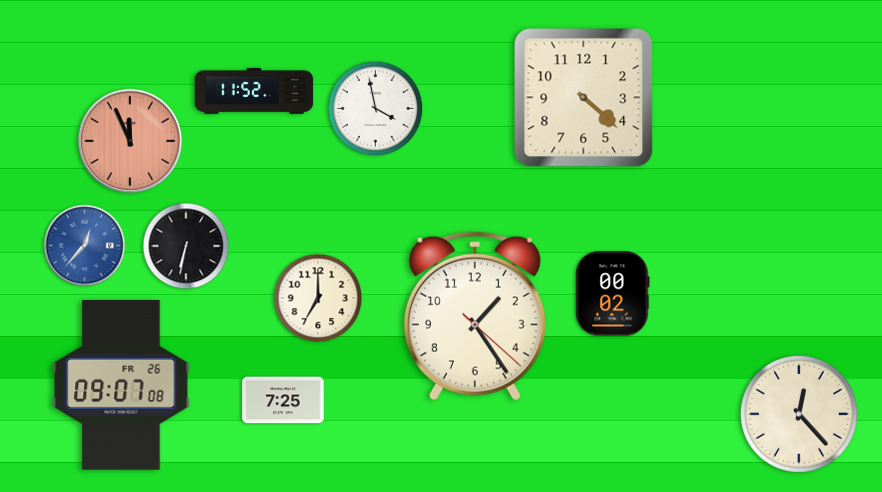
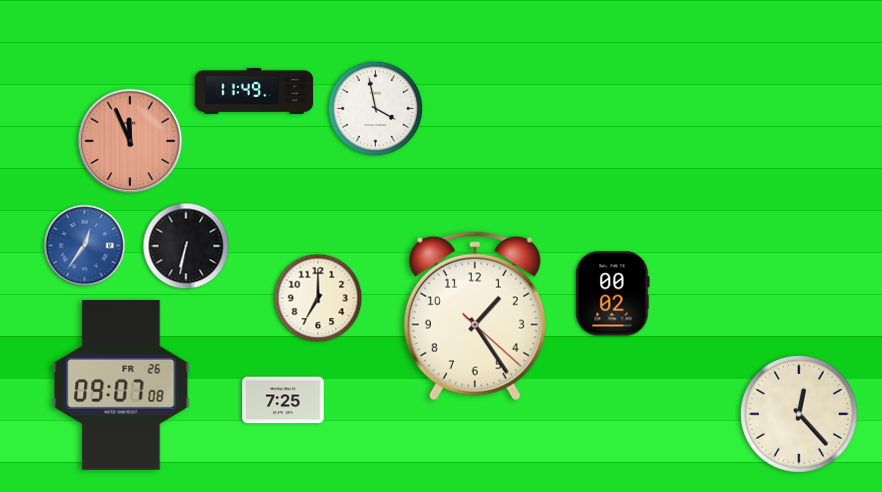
clock at (254, 91): 11:52 -> 11:49
clock at (584, 98): 4:22 -> none
clock at (85, 246): 12:37 -> 12:36
